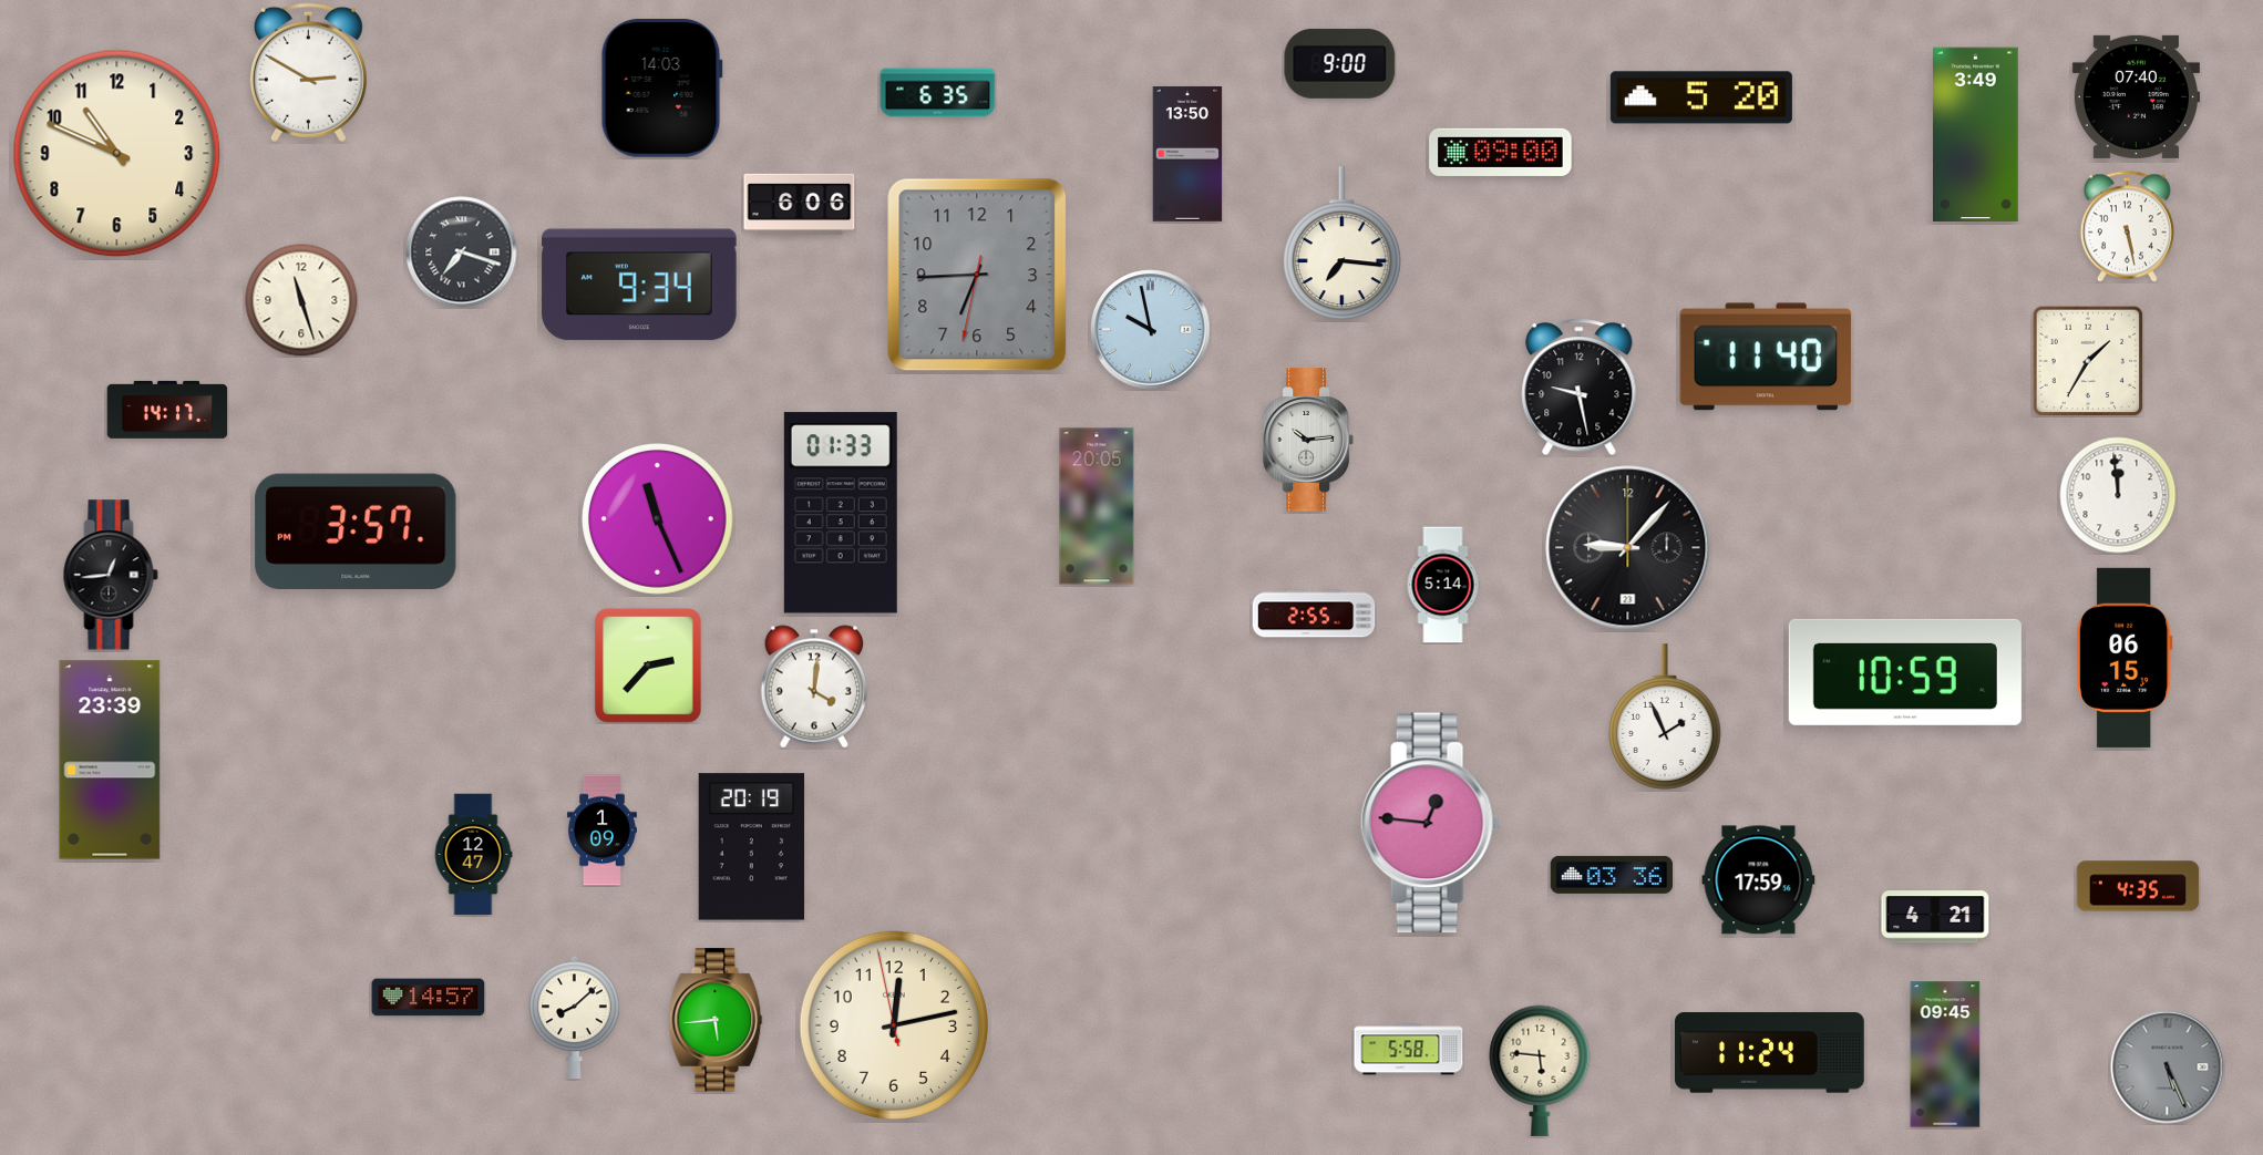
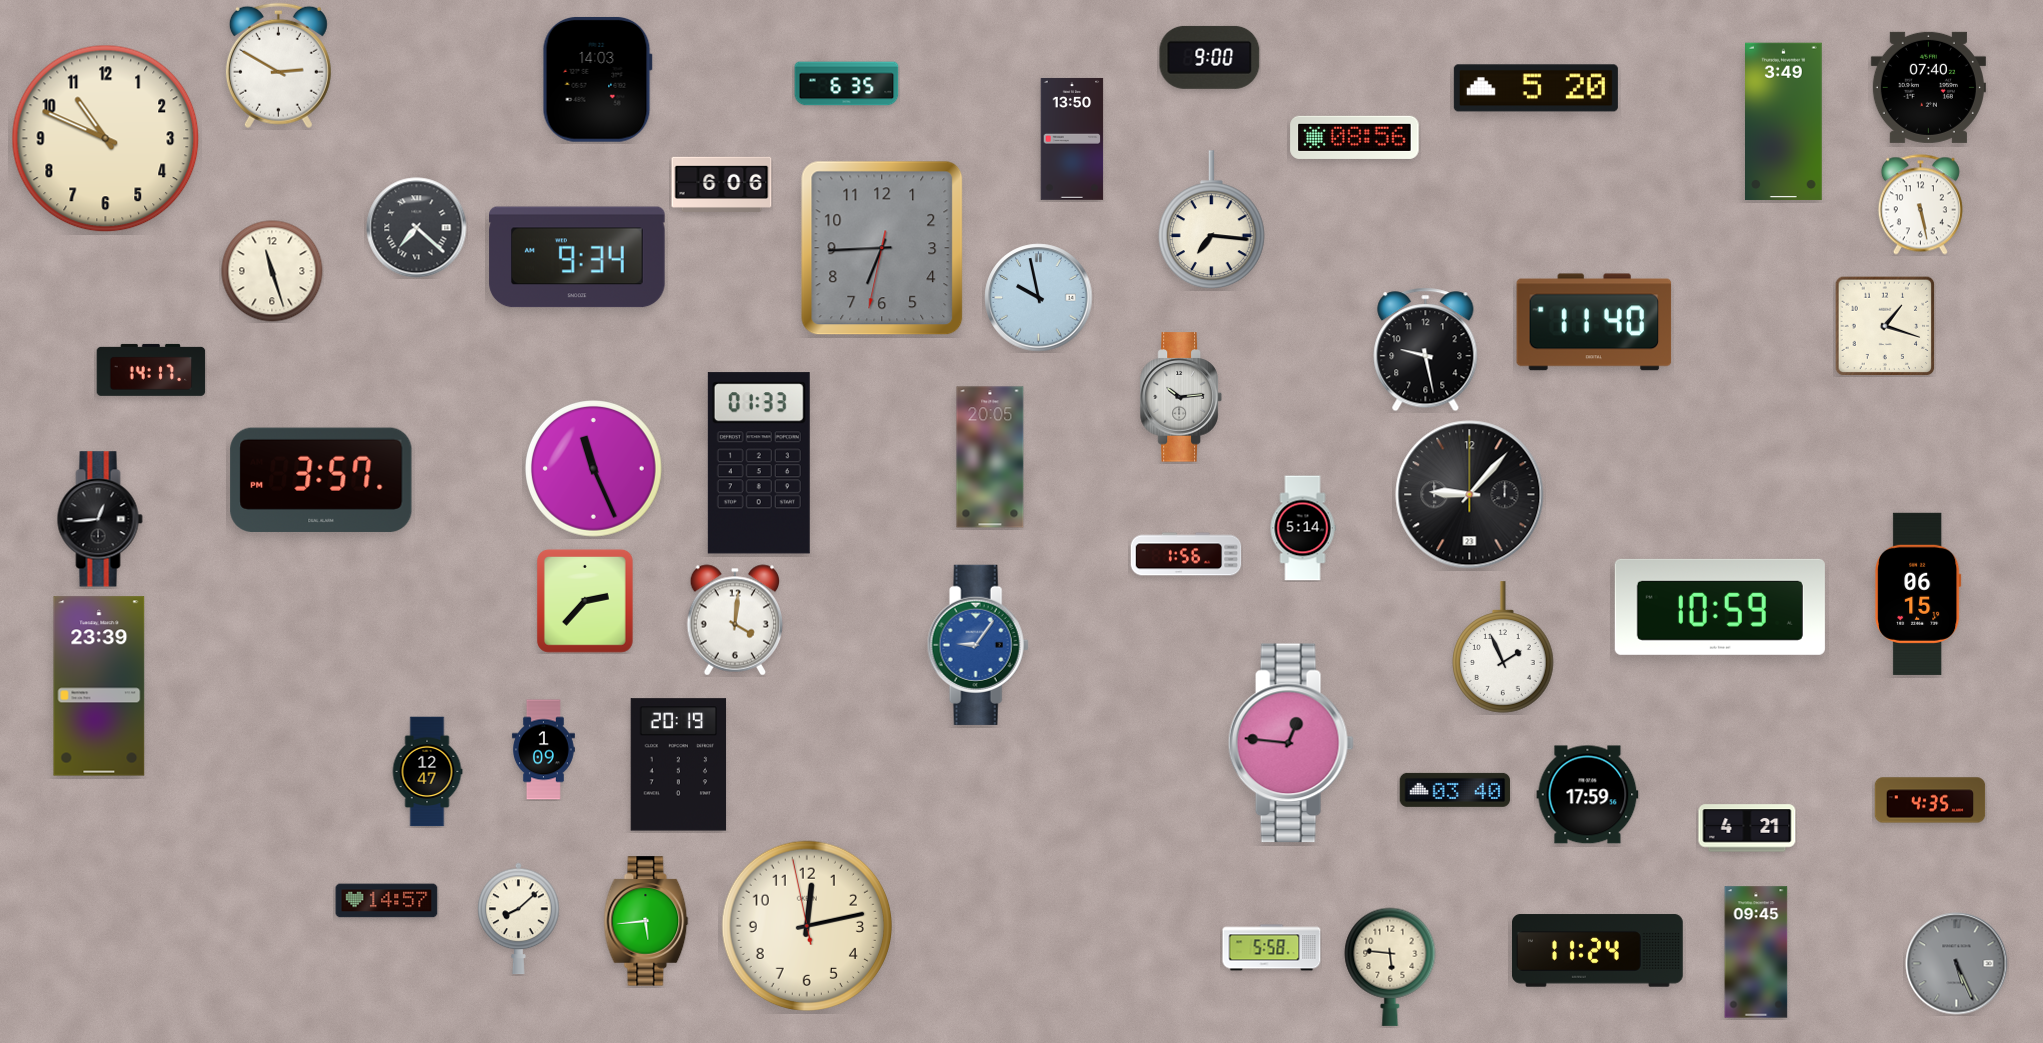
clock at (1501, 152): 09:00 -> 08:56
clock at (462, 252): 7:18 -> 7:22
clock at (2088, 361): 1:35 -> 1:18
clock at (2118, 495): 11:59 -> none
clock at (1314, 613): 2:55 -> 1:56
clock at (978, 645): none -> 9:06
clock at (1612, 875): 03:36 -> 03:40
